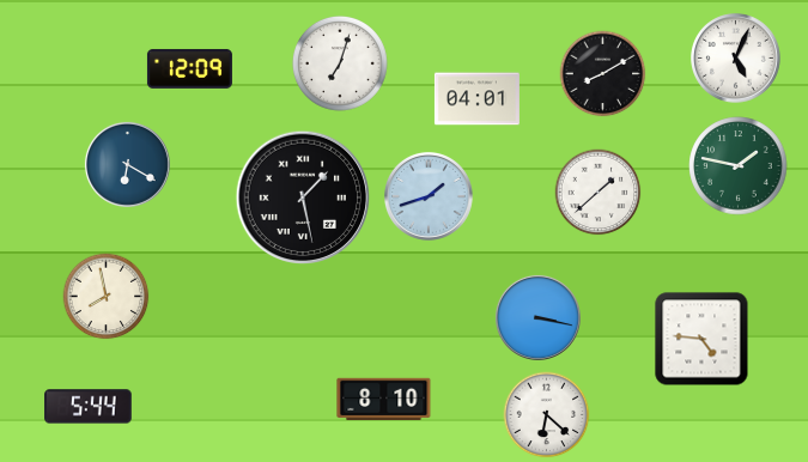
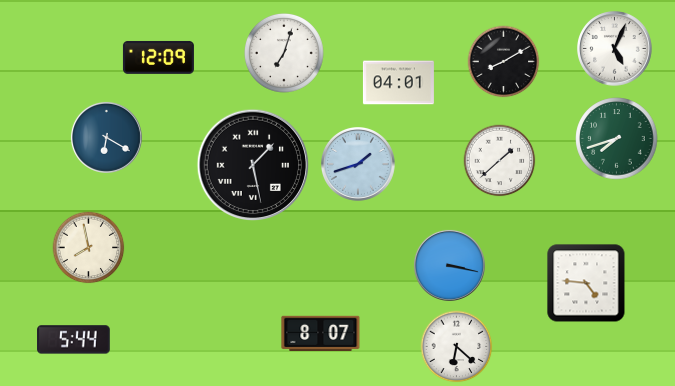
clock at (739, 166): 1:47 -> 7:42
clock at (384, 400): 8:10 -> 8:07
